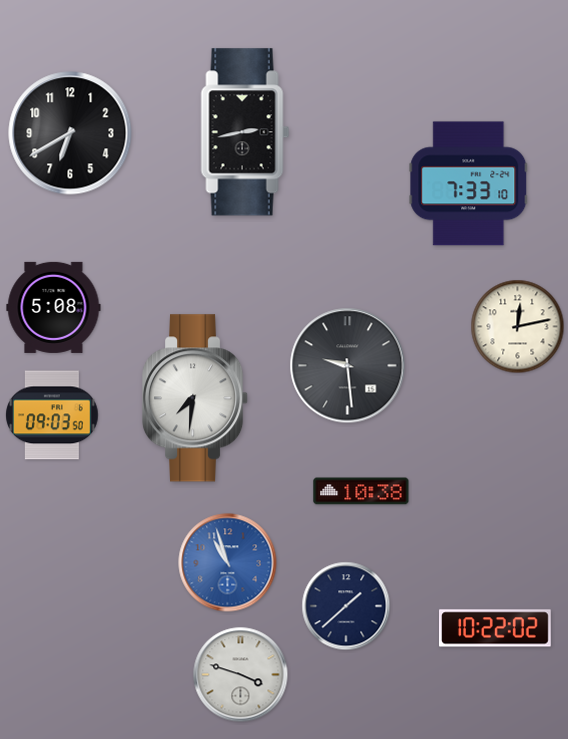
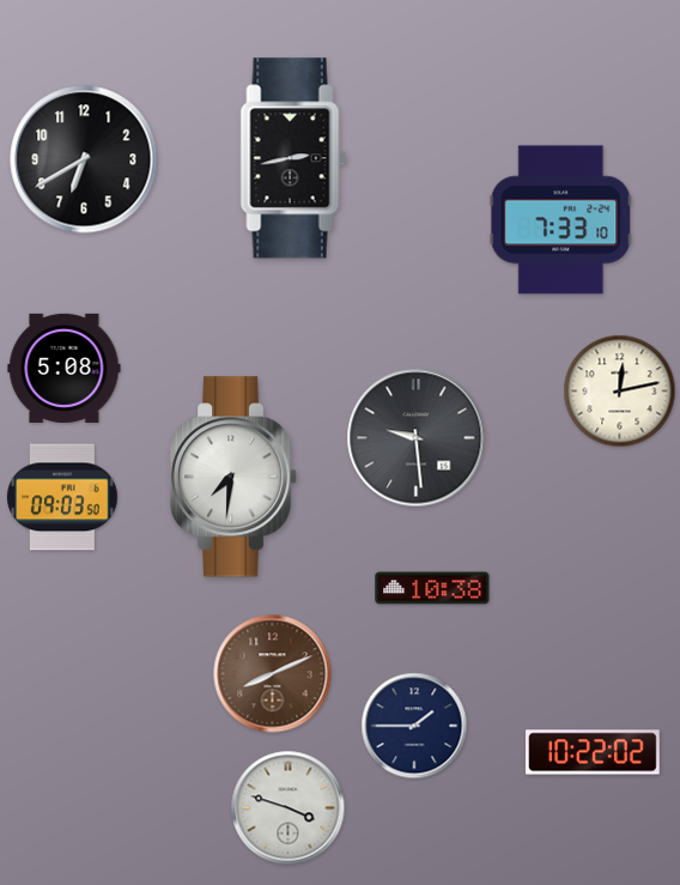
clock at (228, 563): 10:57 -> 8:11
clock at (228, 563) dial: blue -> brown
clock at (346, 606): 1:38 -> 1:45
